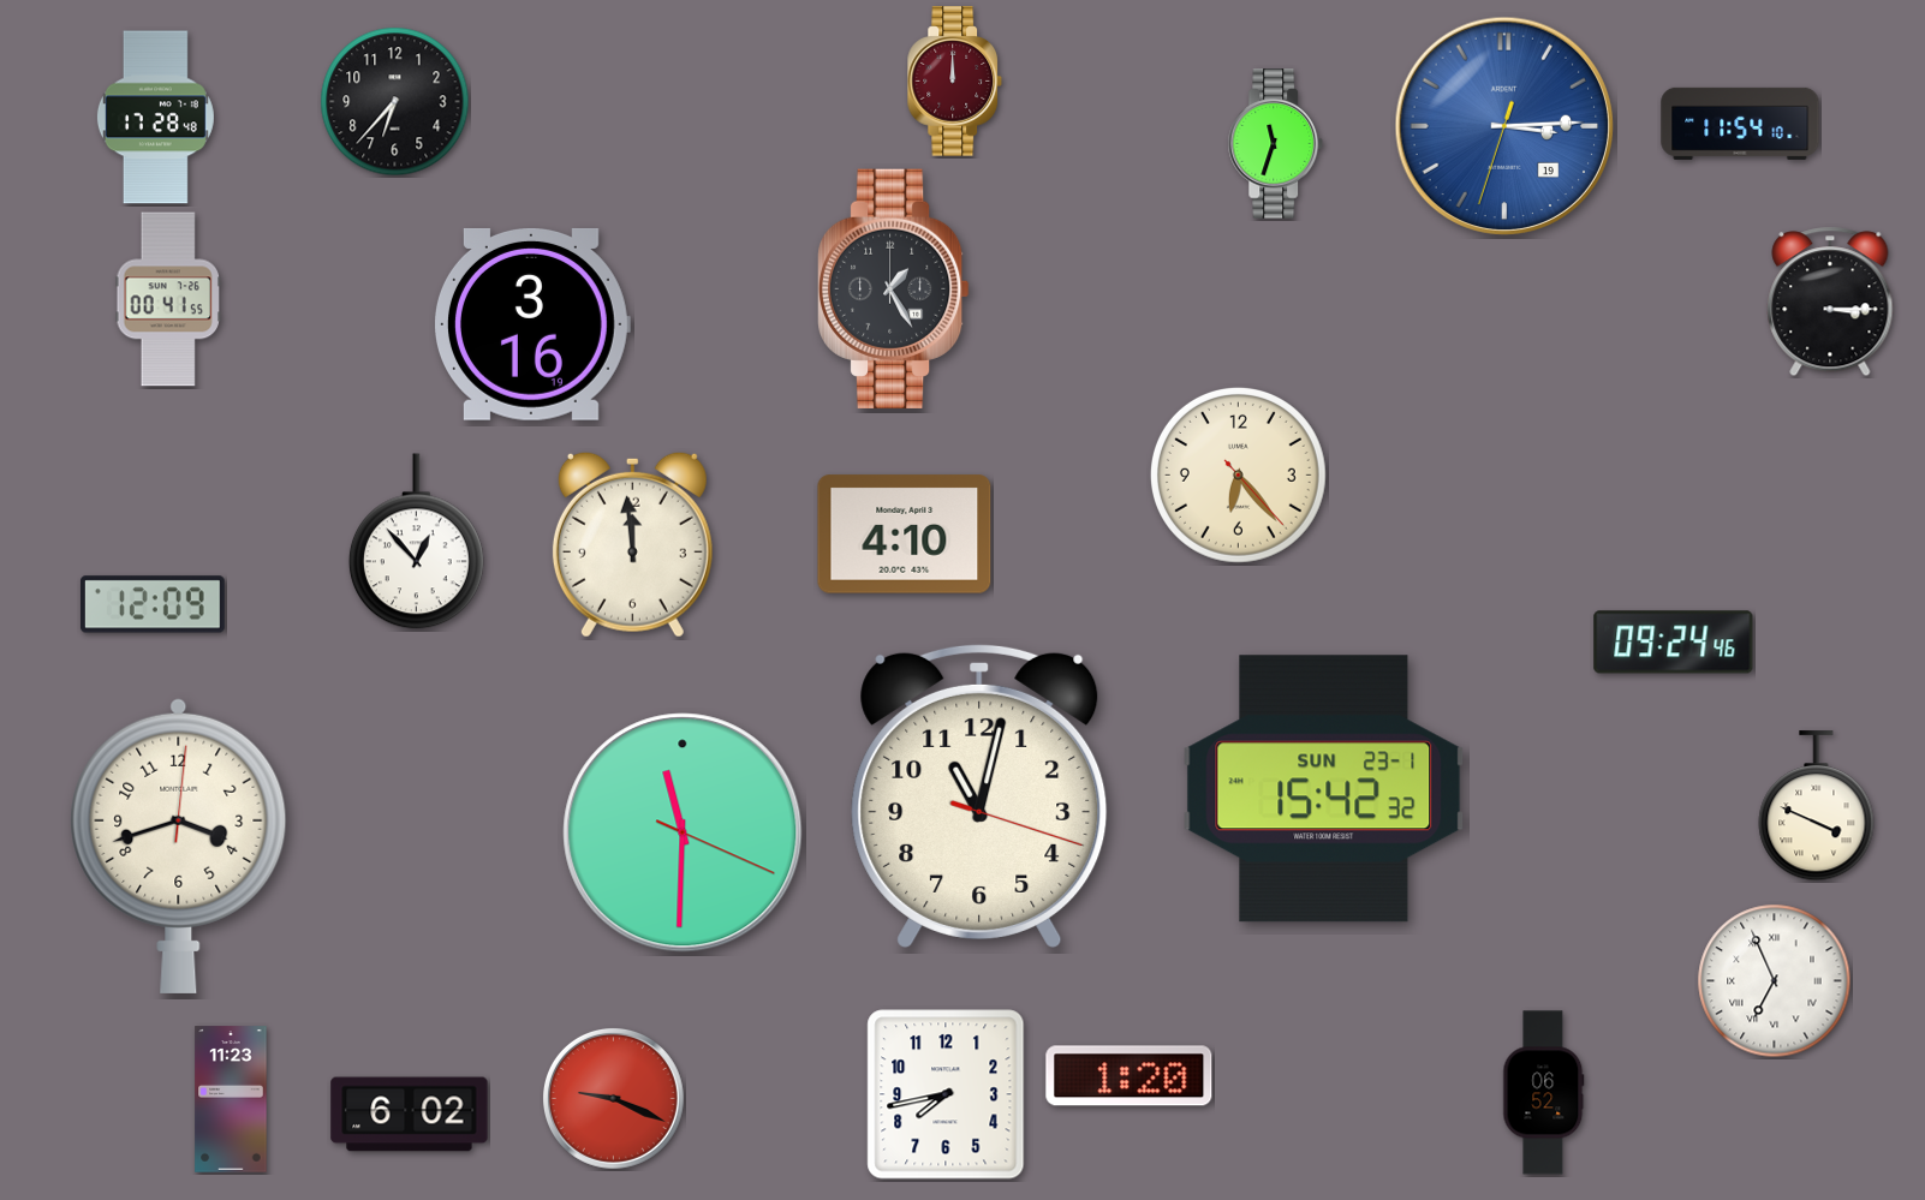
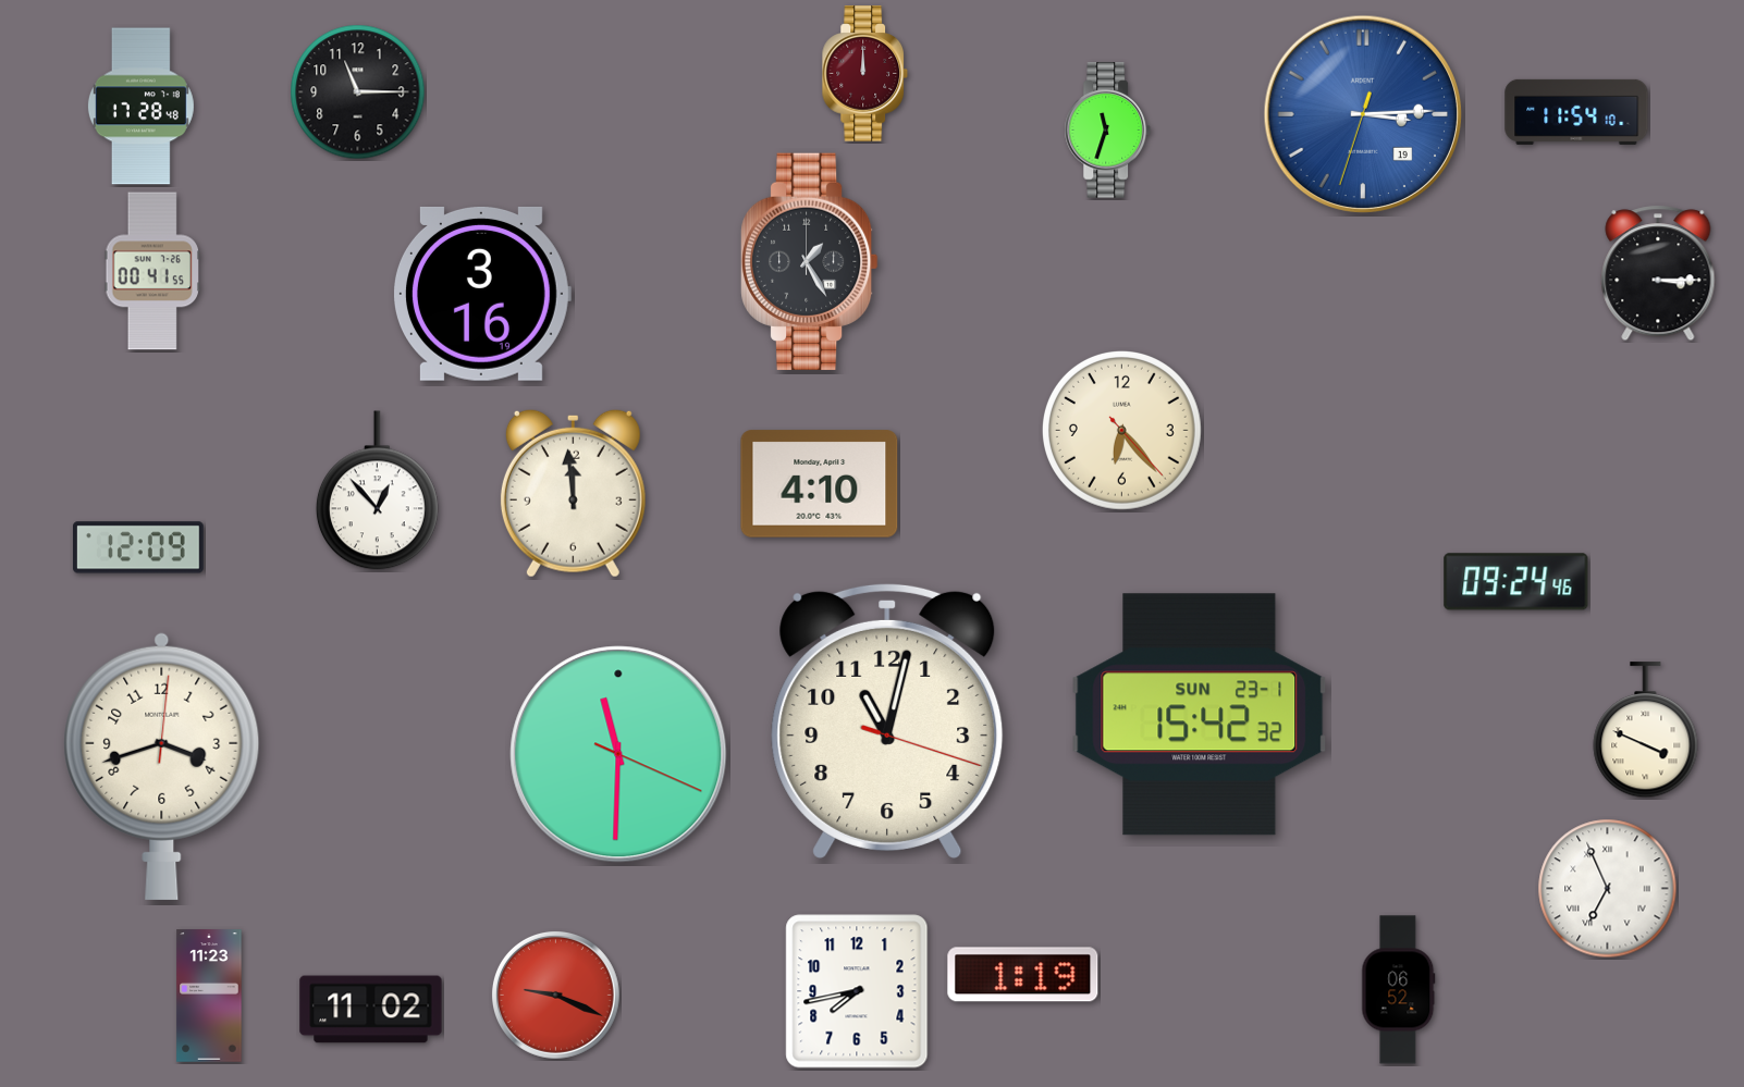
clock at (395, 102): 6:37 -> 11:15
clock at (1276, 144) position: (1276, 144) -> (1108, 131)
clock at (1130, 1076): 1:20 -> 1:19
clock at (410, 1115): 6:02 -> 11:02
